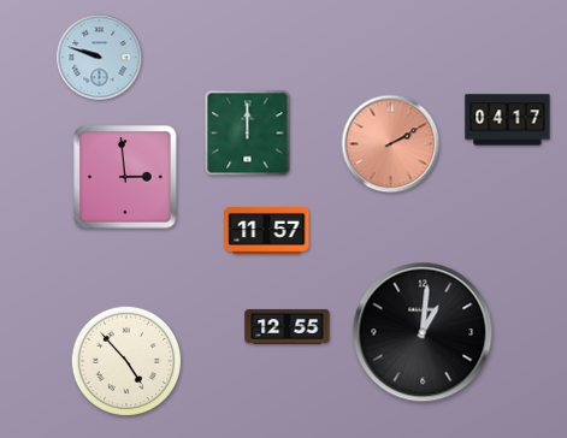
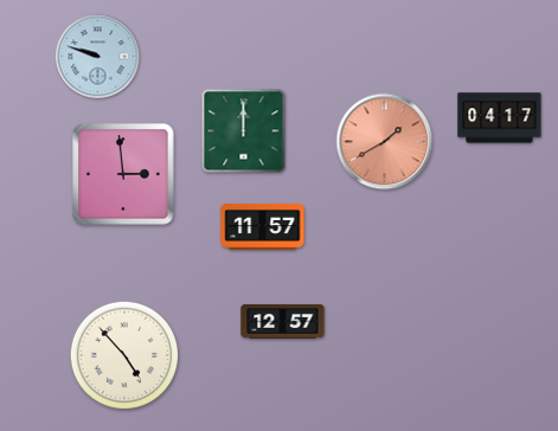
clock at (391, 144): 2:10 -> 1:40
clock at (288, 327): 12:55 -> 12:57
clock at (423, 332): 1:01 -> none
